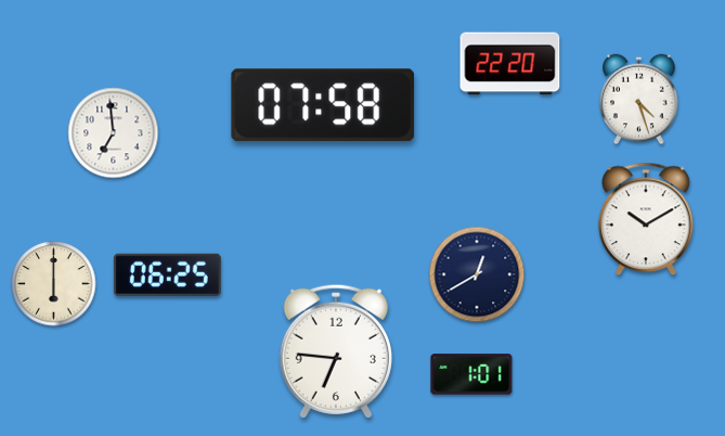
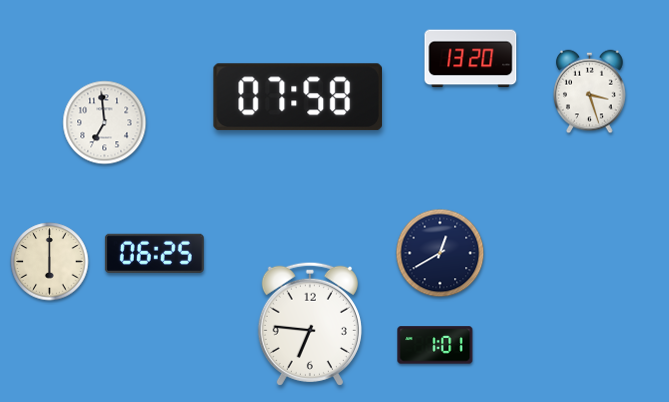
clock at (510, 64): 22:20 -> 13:20
clock at (639, 100): 4:27 -> 3:27
clock at (646, 219): 10:10 -> none
